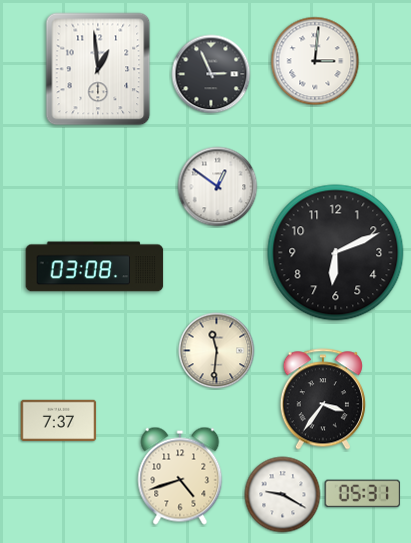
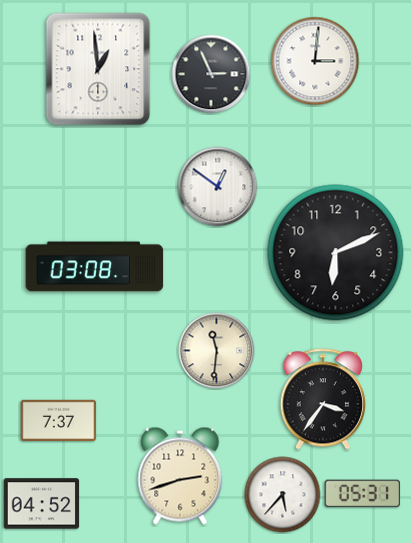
clock at (180, 476): 4:42 -> 2:42
clock at (283, 495): 9:20 -> 5:37
clock at (42, 504): none -> 04:52
